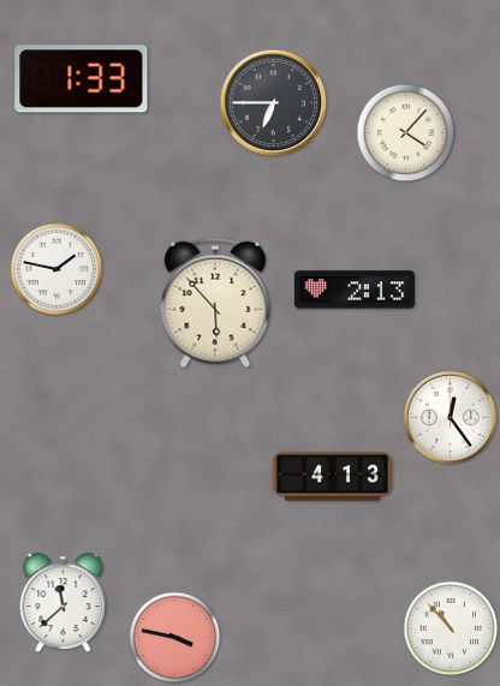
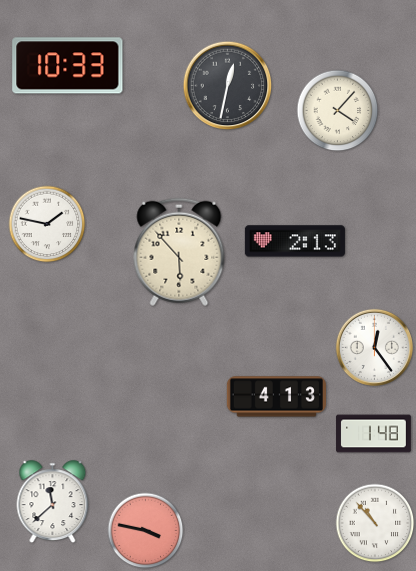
clock at (82, 79): 1:33 -> 10:33
clock at (274, 103): 6:45 -> 12:32
clock at (374, 434): none -> 1:48
